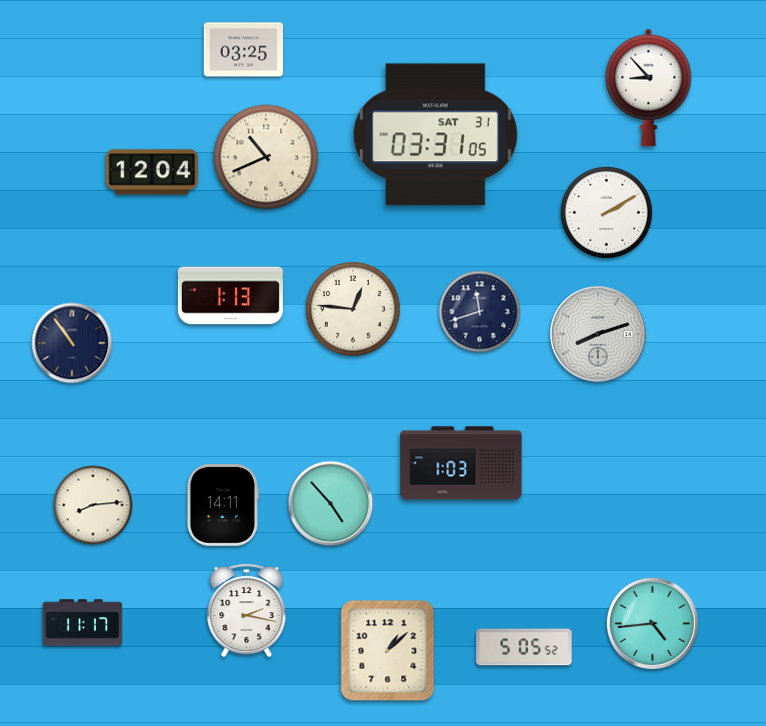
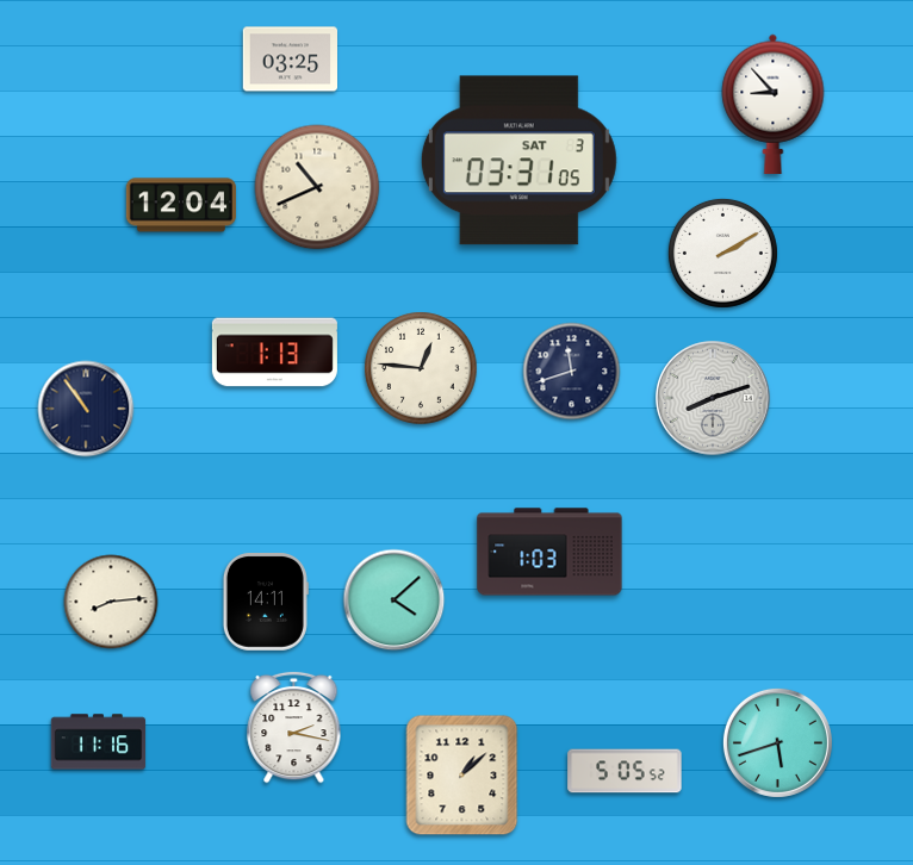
clock at (435, 135) date: SAT 31 -> SAT 3
clock at (331, 504): 4:53 -> 4:08
clock at (83, 623): 11:17 -> 11:16
clock at (652, 623): 4:44 -> 5:42
